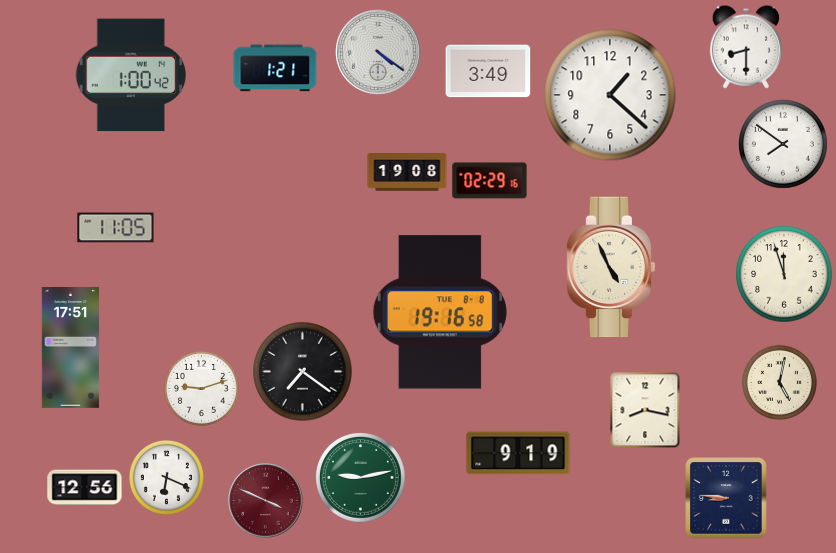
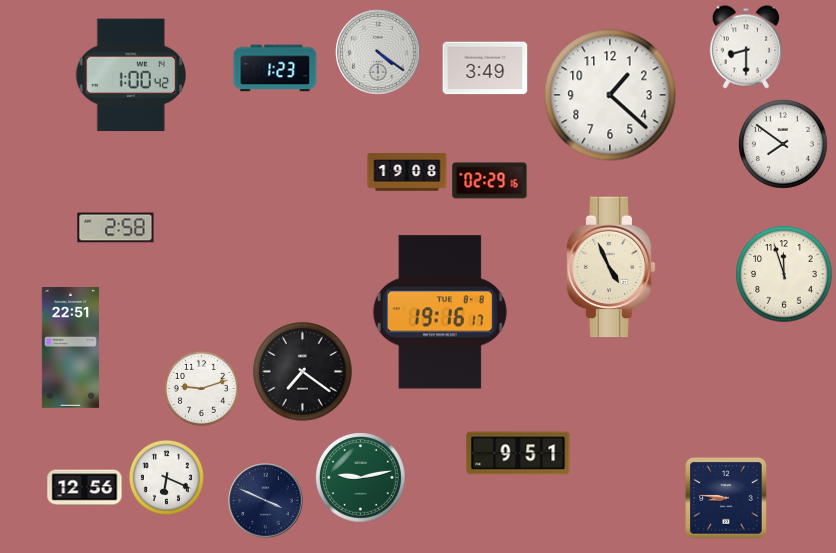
clock at (275, 68): 1:21 -> 1:23
clock at (488, 71) position: (488, 71) -> (485, 68)
clock at (116, 228): 11:05 -> 2:58
clock at (440, 312): 19:16:58 -> 19:16:17
clock at (70, 348): 17:51 -> 22:51
clock at (779, 382): 5:02 -> none
clock at (645, 410): 8:17 -> none
clock at (518, 453): 9:19 -> 9:51
clock at (266, 501) dial: burgundy -> navy
